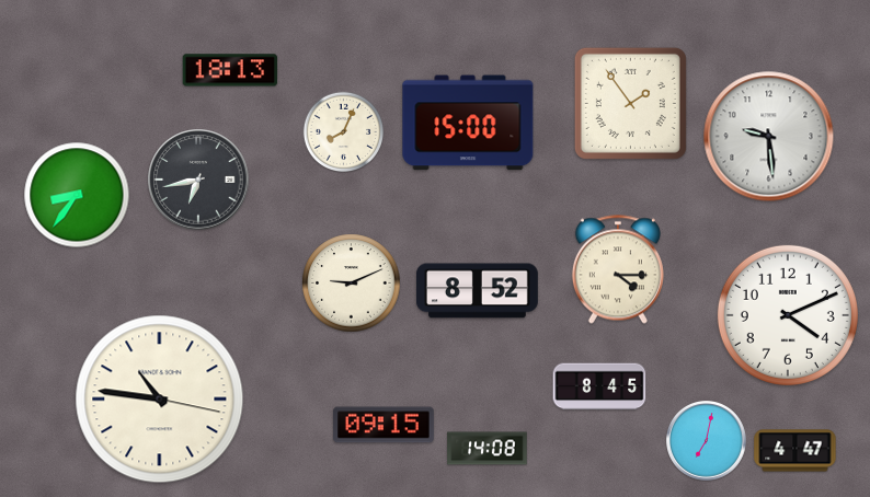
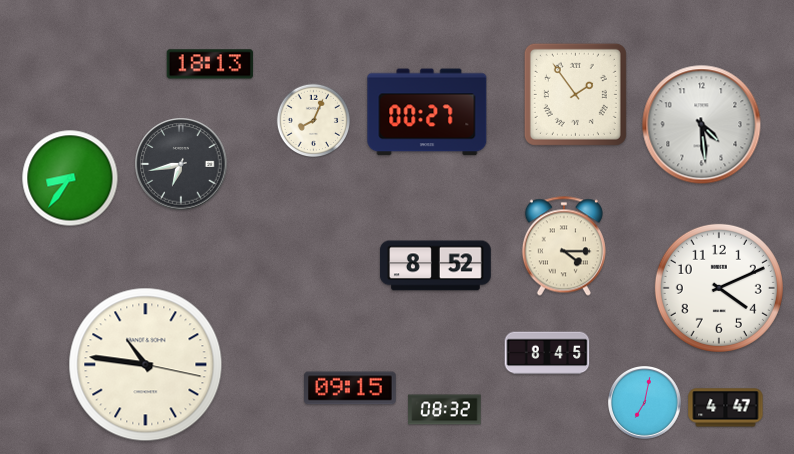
clock at (468, 123): 15:00 -> 00:27
clock at (769, 137): 9:29 -> 4:29
clock at (352, 284): 9:11 -> none
clock at (488, 449): 14:08 -> 08:32
clock at (795, 451) position: (795, 451) -> (726, 408)
